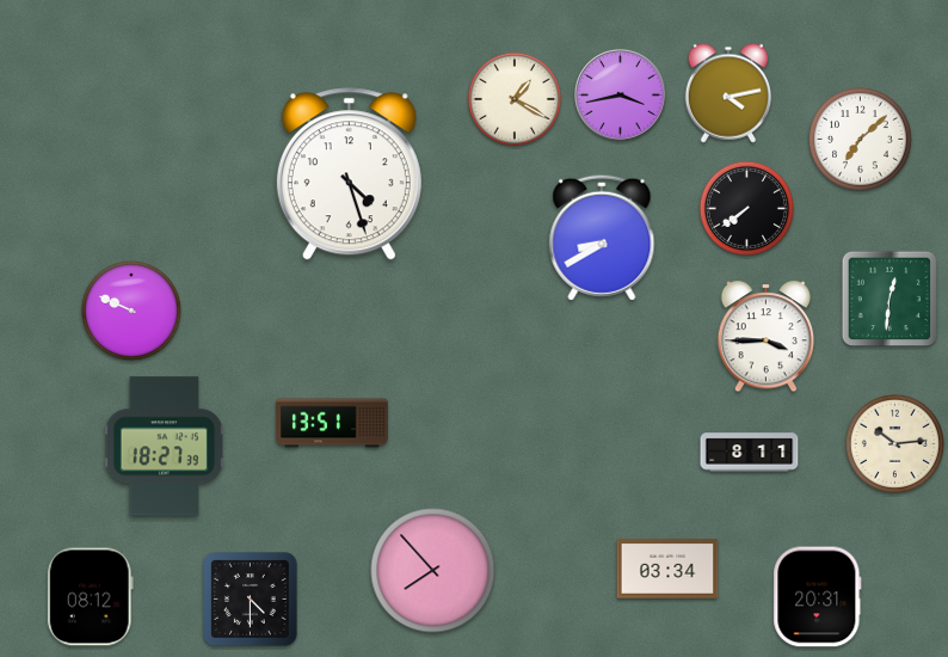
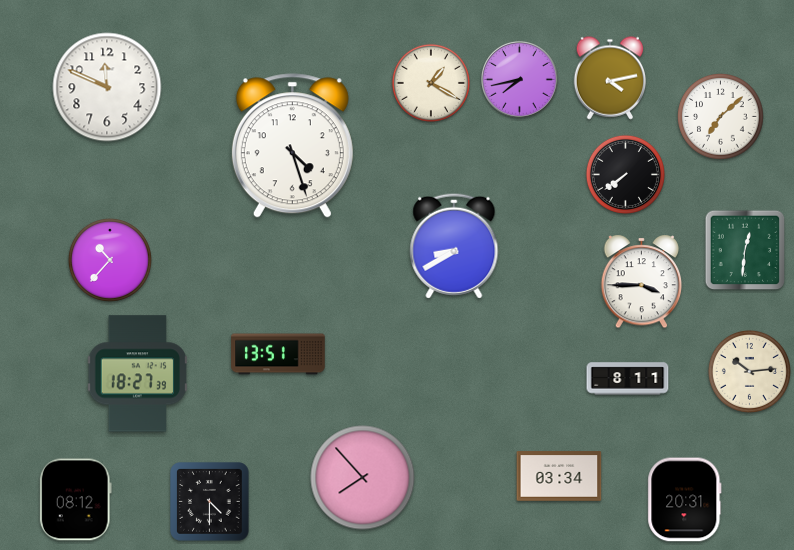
clock at (621, 96): 3:43 -> 7:43
clock at (107, 87): none -> 11:49
clock at (602, 238) position: (602, 238) -> (454, 246)
clock at (131, 311): 9:49 -> 10:37
